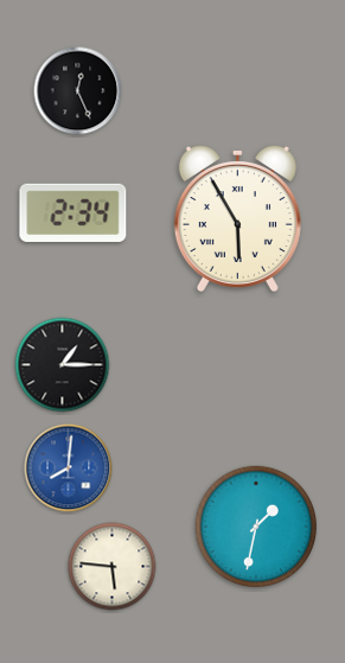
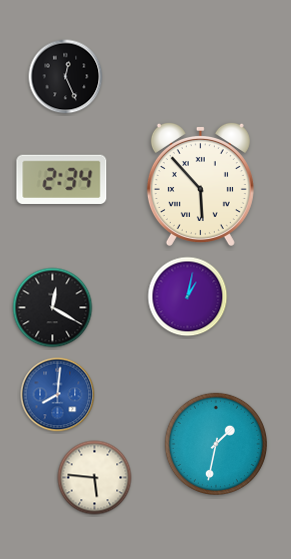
clock at (237, 218): 5:55 -> 5:53
clock at (188, 297): none -> 1:02
clock at (63, 365): 1:15 -> 12:20
